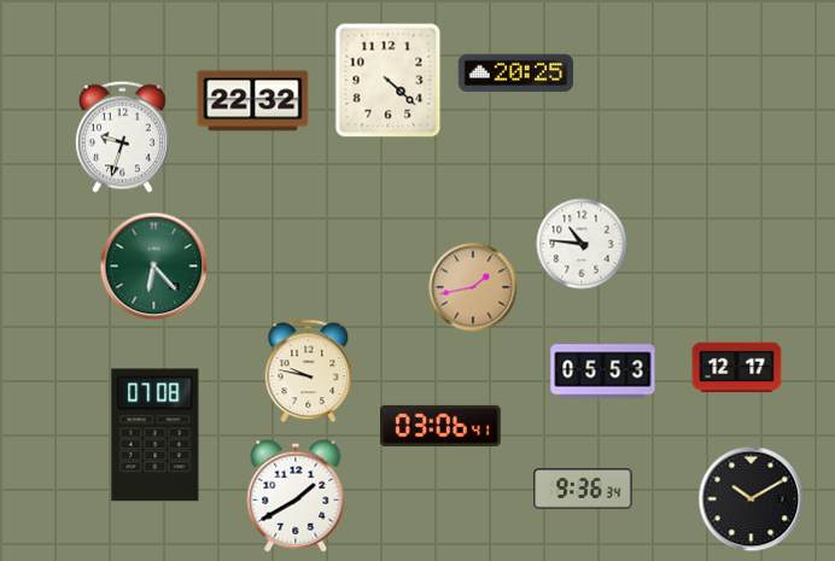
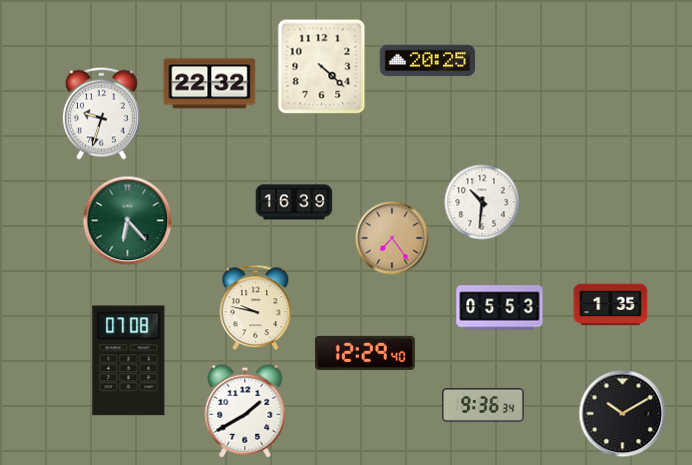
clock at (294, 202): none -> 16:39
clock at (582, 244): 10:46 -> 10:31
clock at (473, 287): 1:43 -> 7:24
clock at (737, 368): 12:17 -> 1:35
clock at (442, 426): 03:06 -> 12:29
